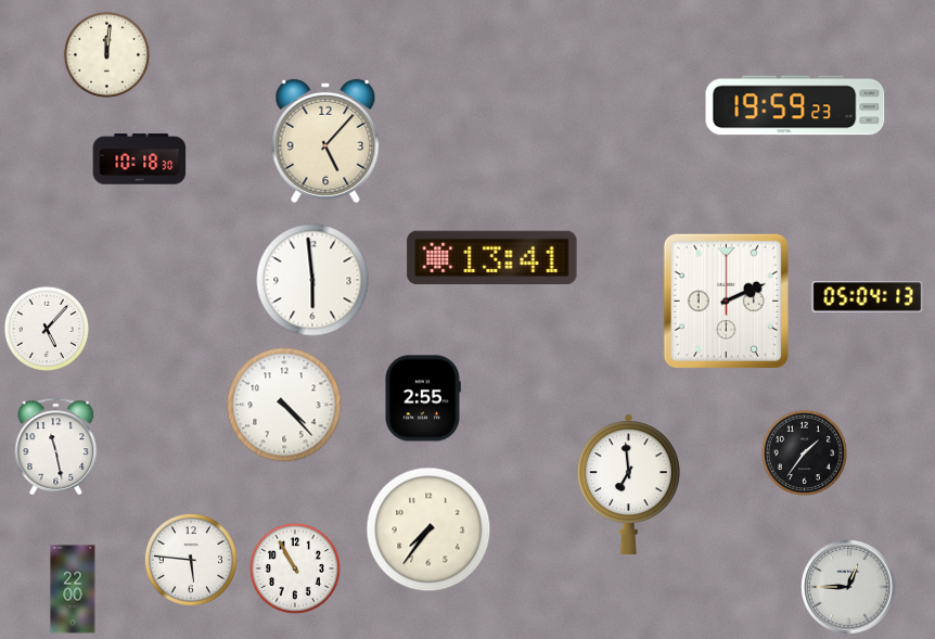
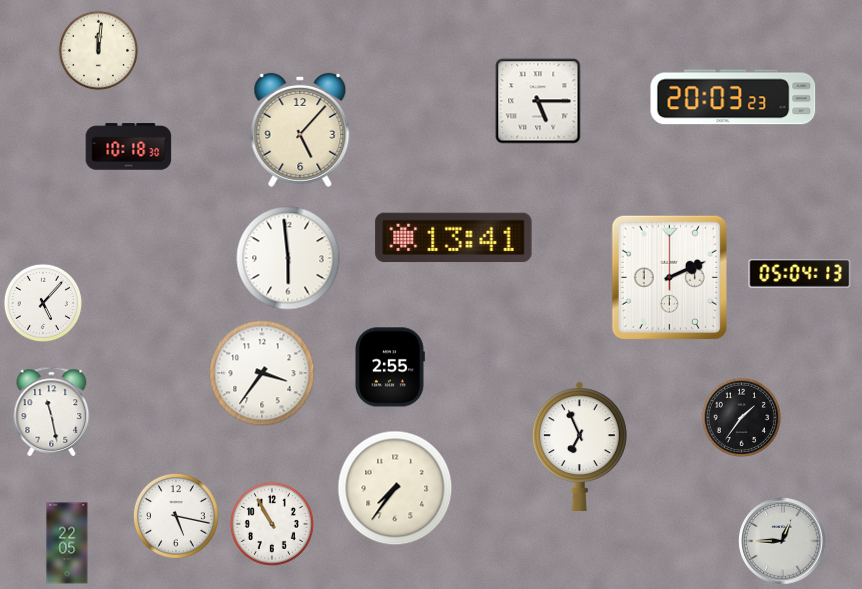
clock at (795, 105): 19:59 -> 20:03
clock at (538, 101): none -> 5:15
clock at (284, 405): 4:23 -> 3:36
clock at (628, 484): 6:59 -> 6:56
clock at (191, 560): 5:46 -> 5:17
clock at (73, 589): 22:00 -> 22:05
